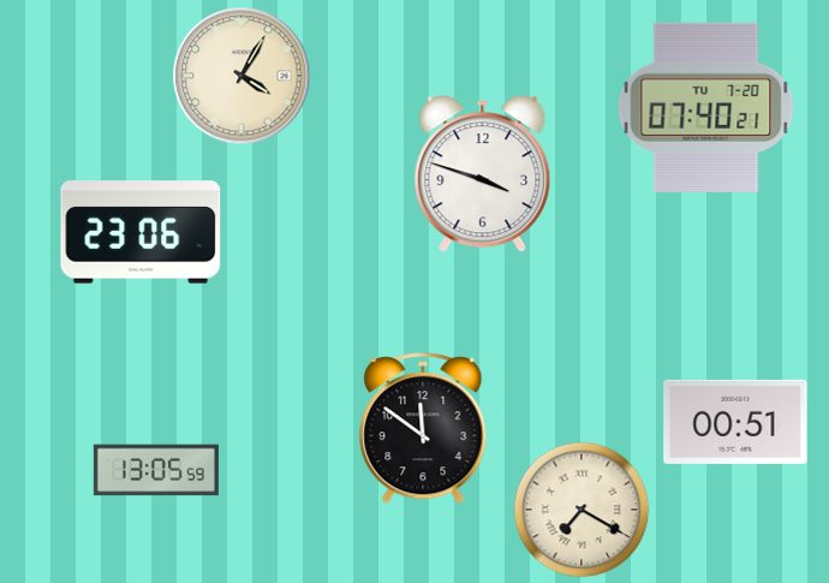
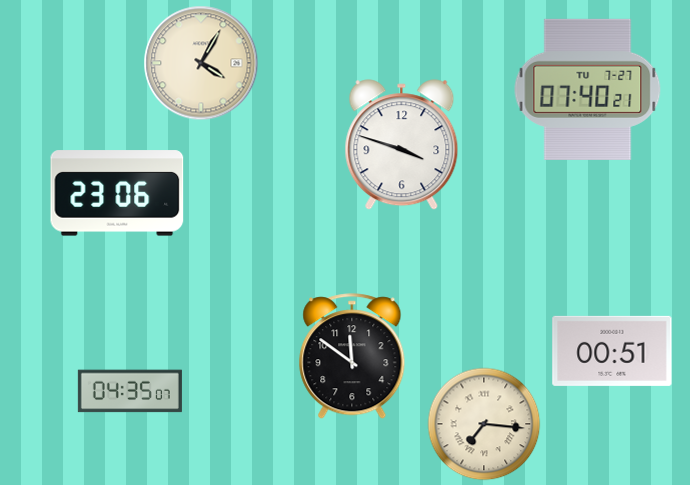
clock at (706, 107) date: TU 7-20 -> TU 7-27
clock at (156, 470): 13:05 -> 04:35
clock at (582, 510): 7:20 -> 7:16
